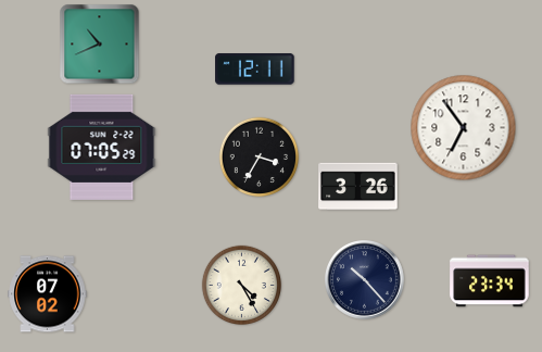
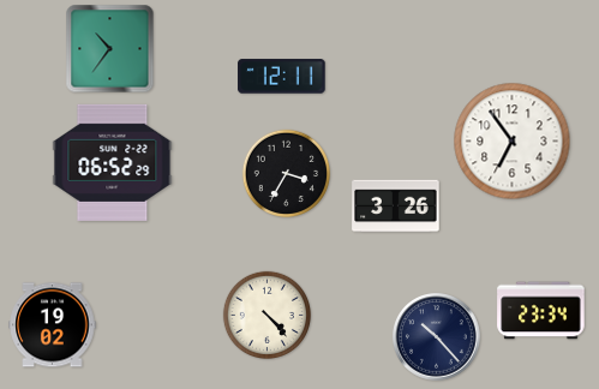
clock at (100, 45): 10:41 -> 10:36
clock at (102, 147): 07:05 -> 06:52
clock at (365, 280) position: (365, 280) -> (437, 337)
clock at (242, 286): 4:25 -> 4:23
clock at (48, 294): 07:02 -> 19:02
